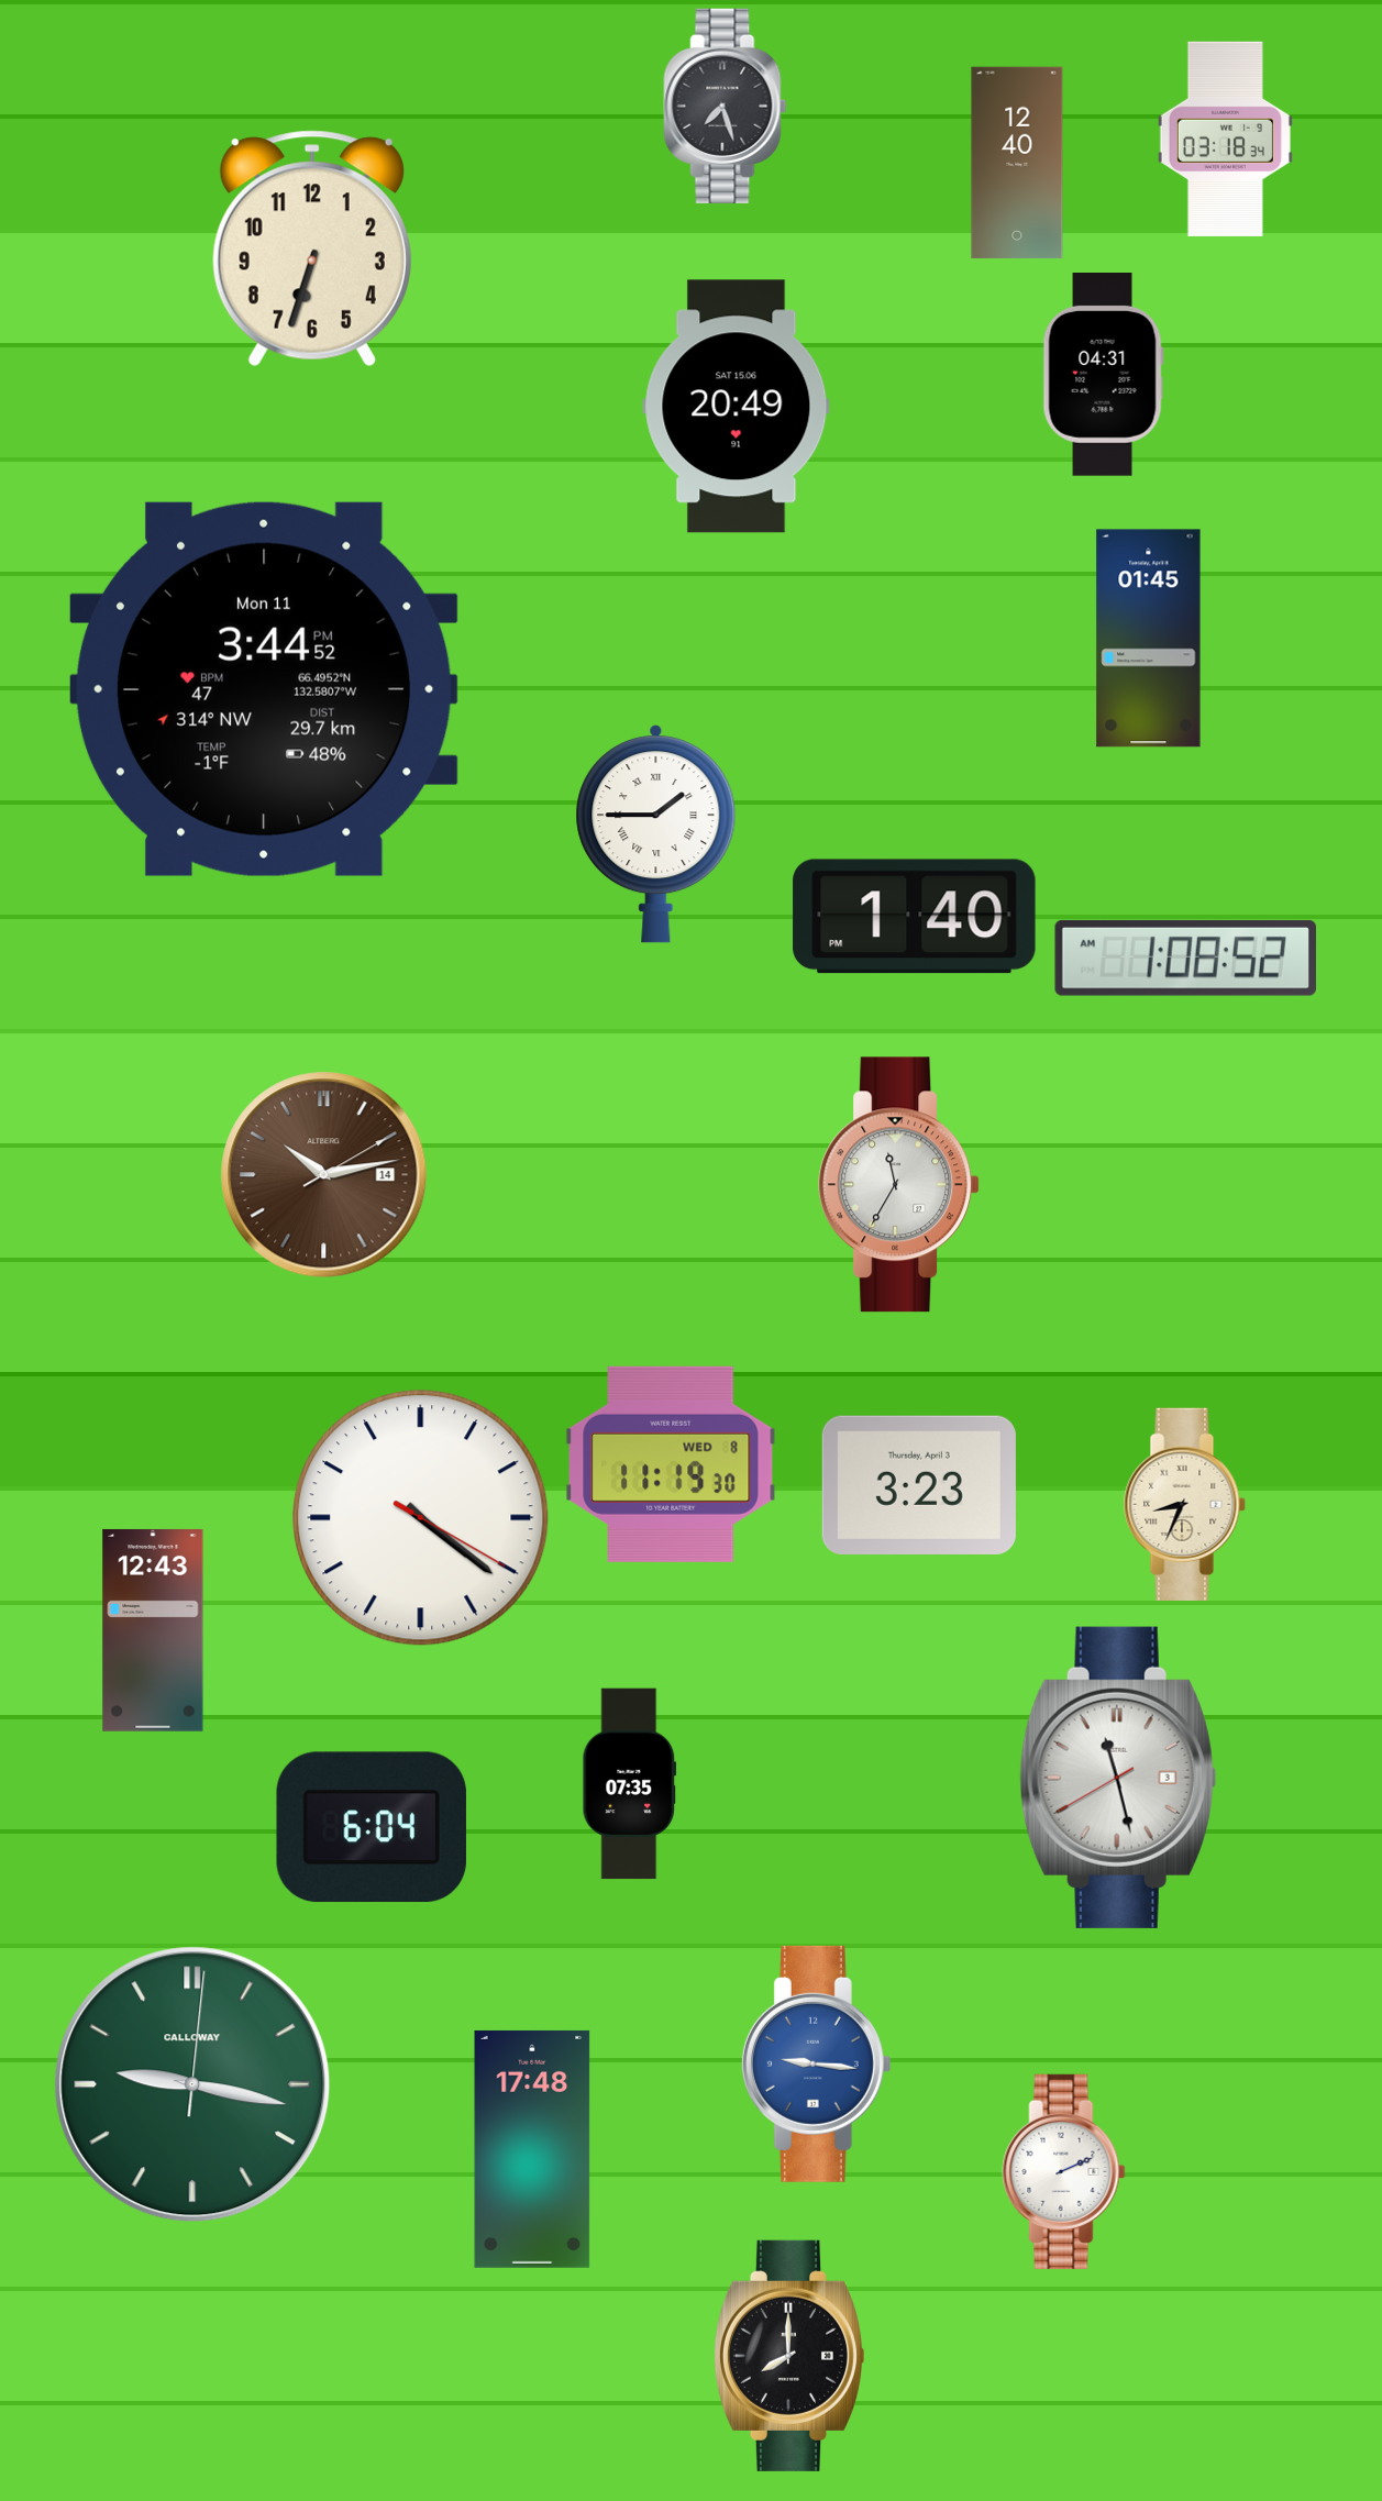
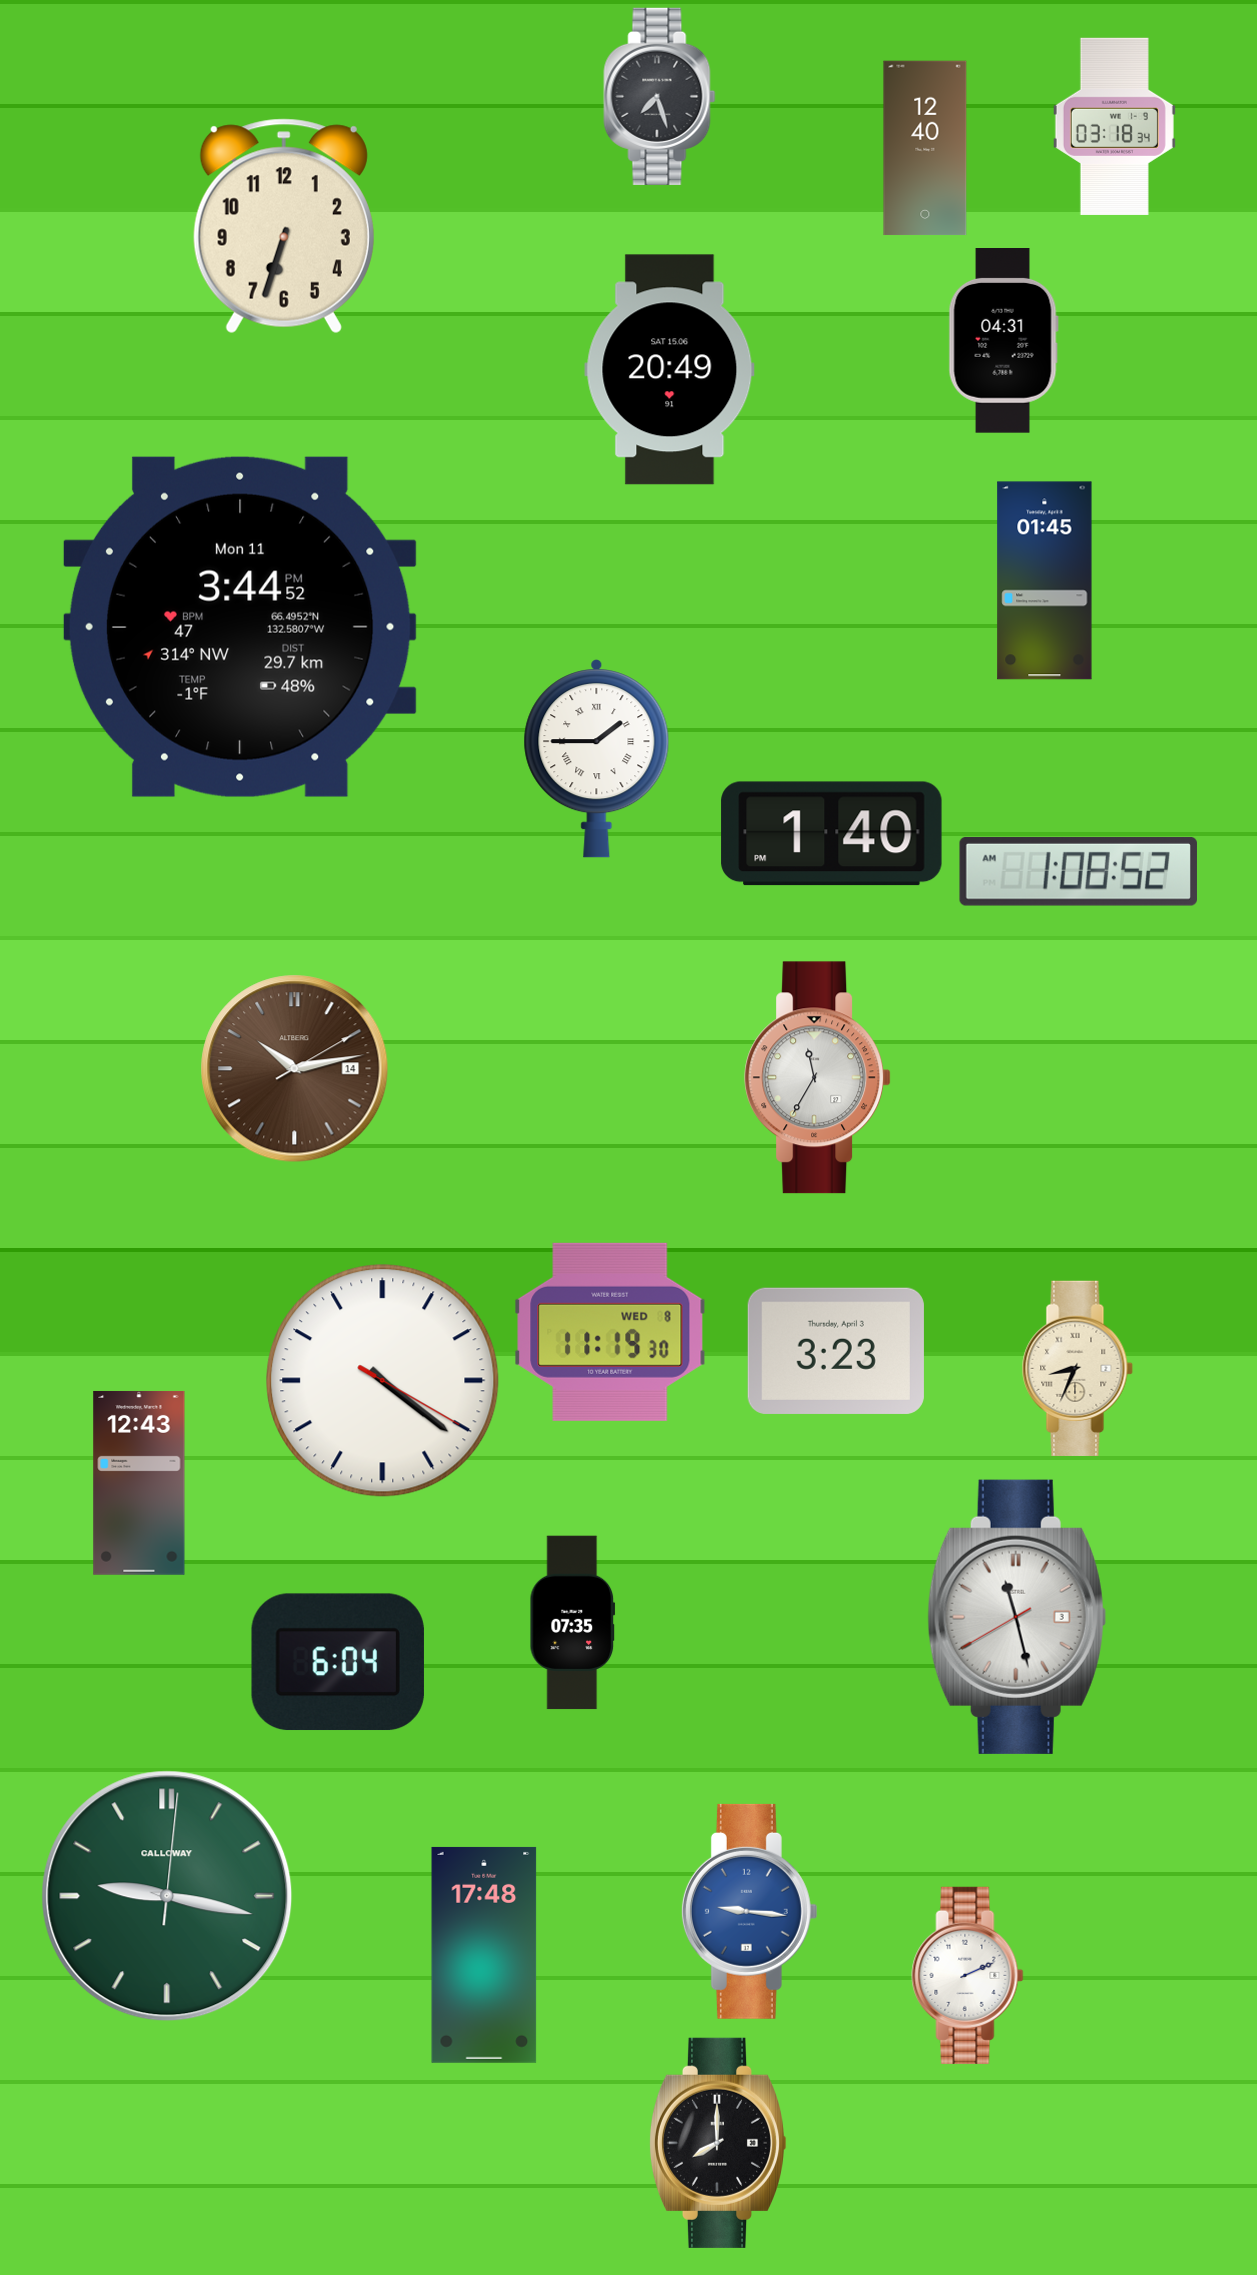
clock at (816, 2063) position: (816, 2063) -> (749, 1911)
clock at (192, 2084) position: (192, 2084) -> (167, 1896)
